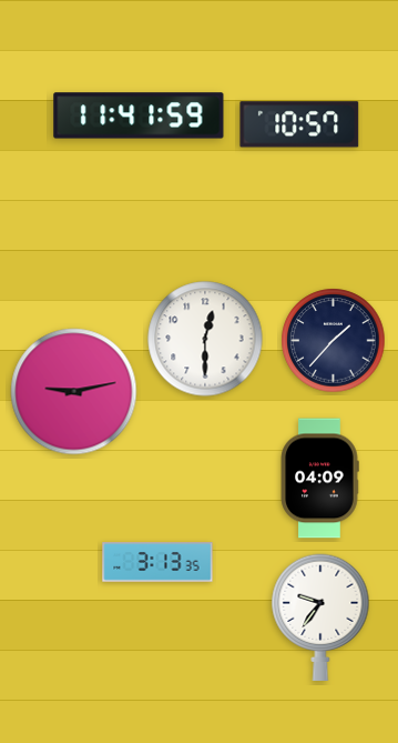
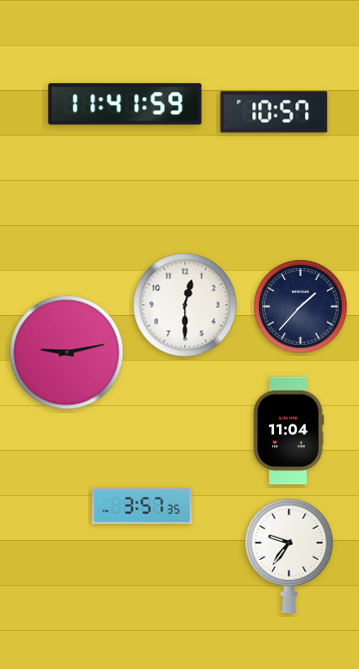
clock at (299, 124) position: (299, 124) -> (274, 112)
clock at (319, 479): 04:09 -> 11:04
clock at (157, 562): 3:13 -> 3:57
